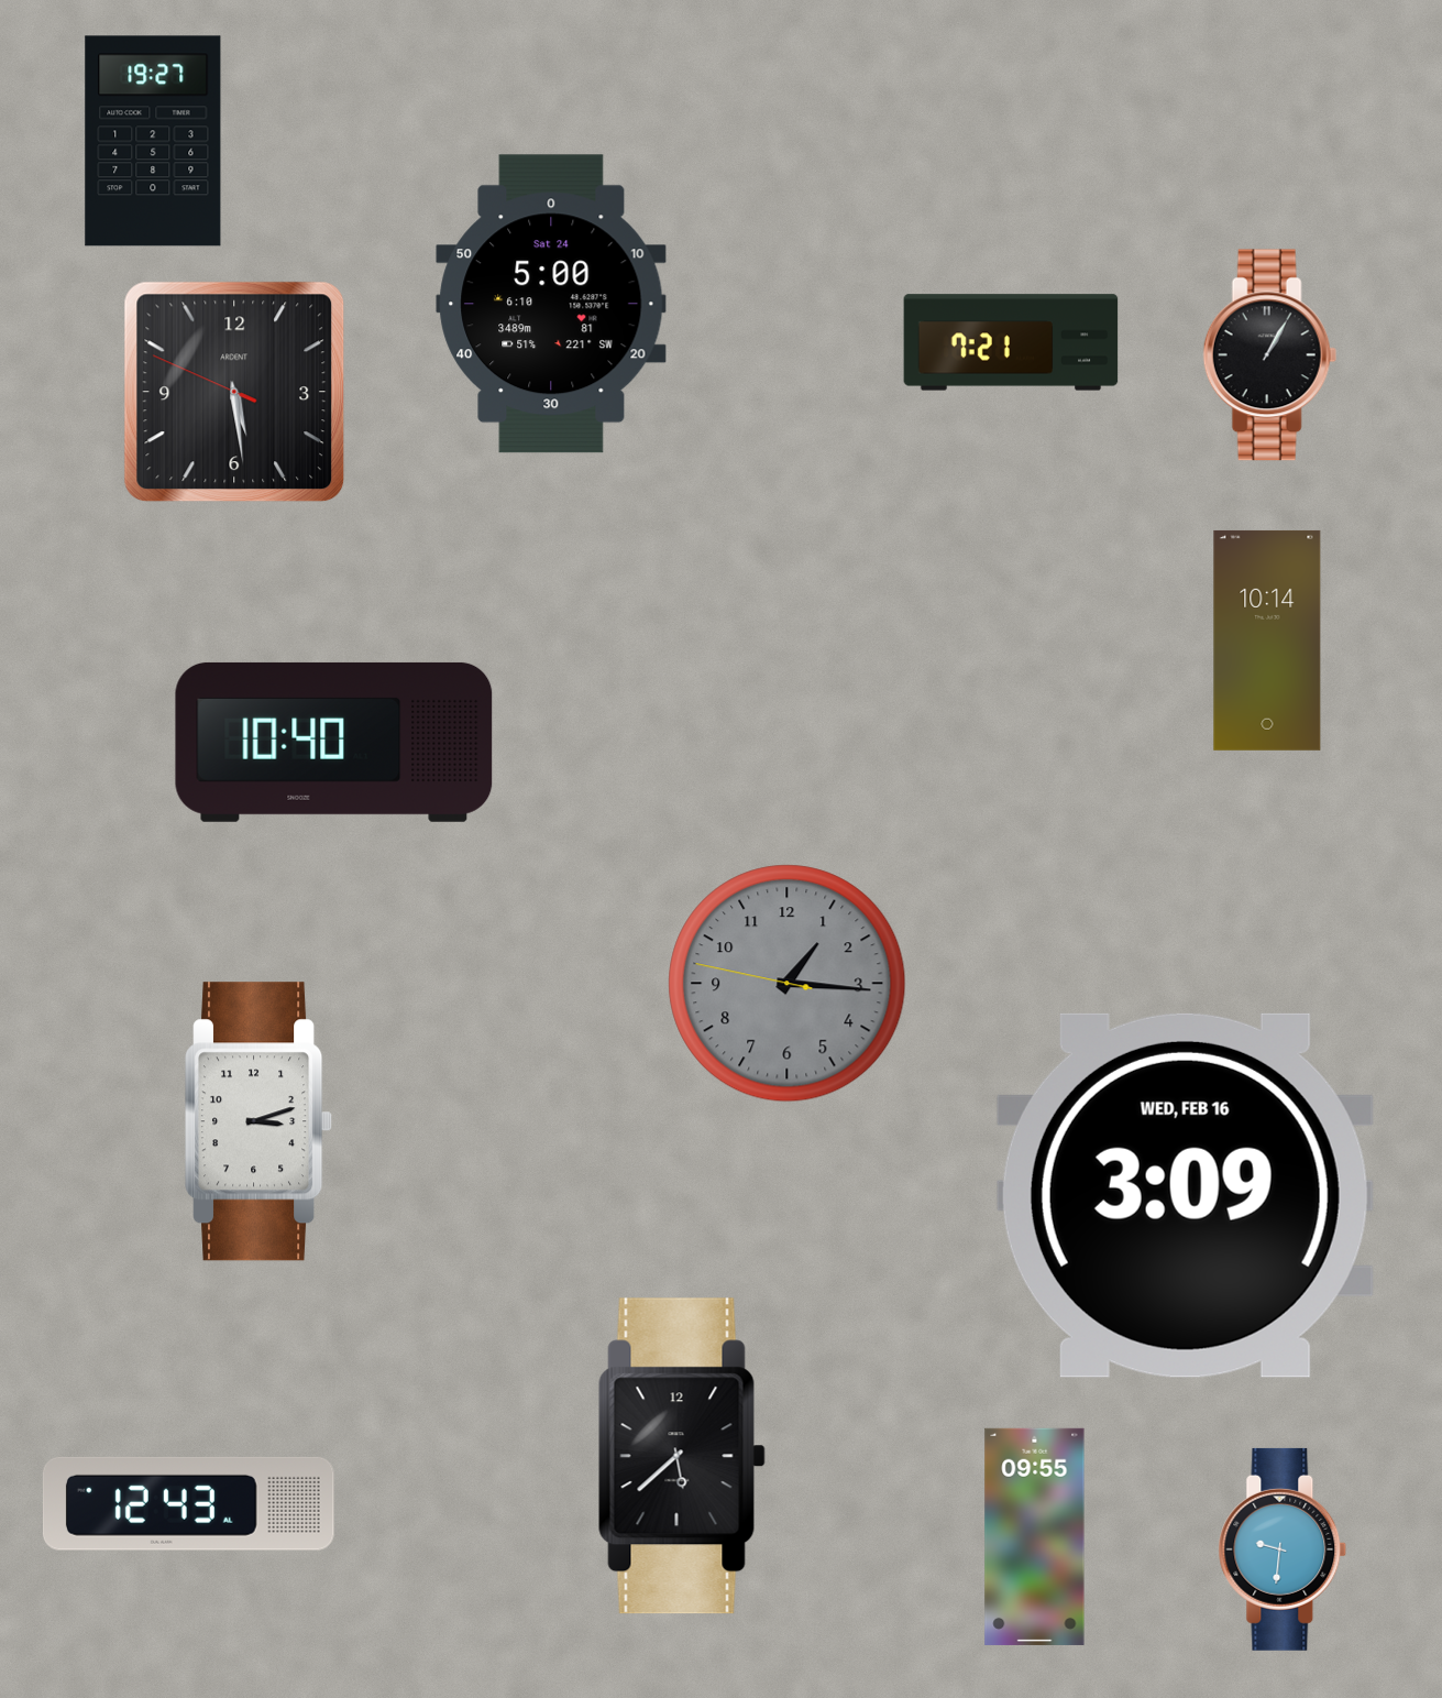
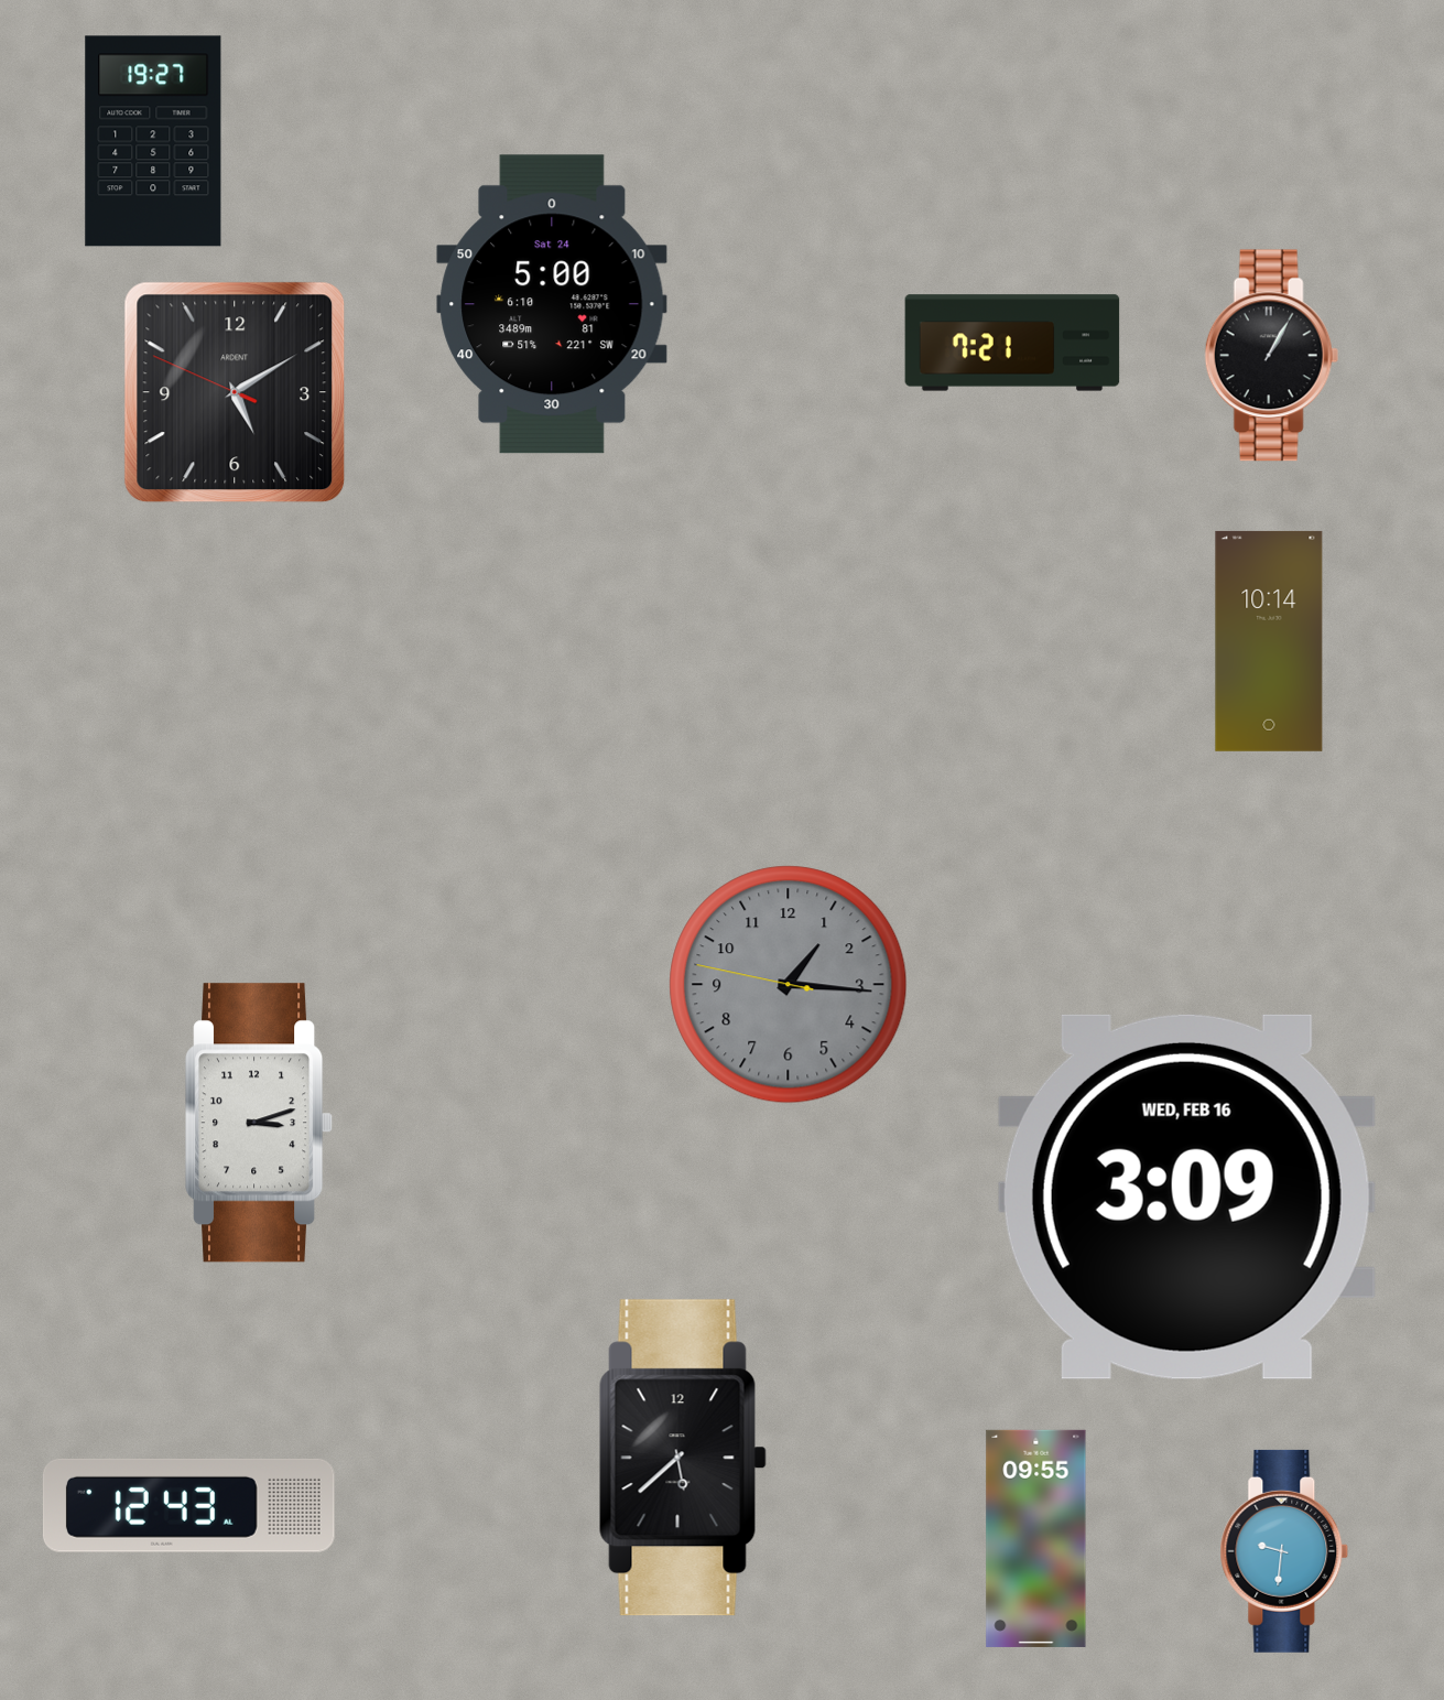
clock at (234, 392): 5:28 -> 5:09
clock at (334, 742): 10:40 -> none
